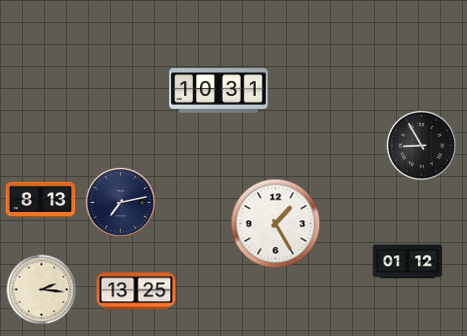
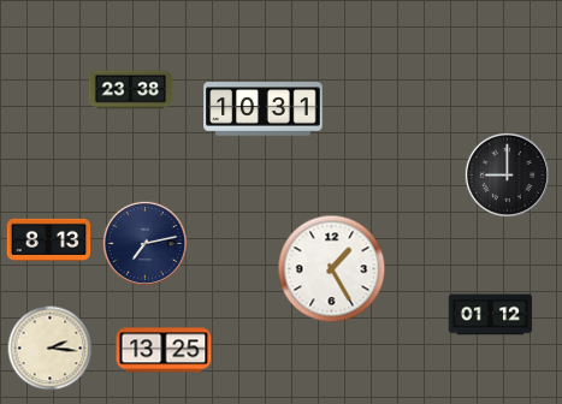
clock at (131, 90): none -> 23:38
clock at (421, 145): 8:55 -> 9:00
